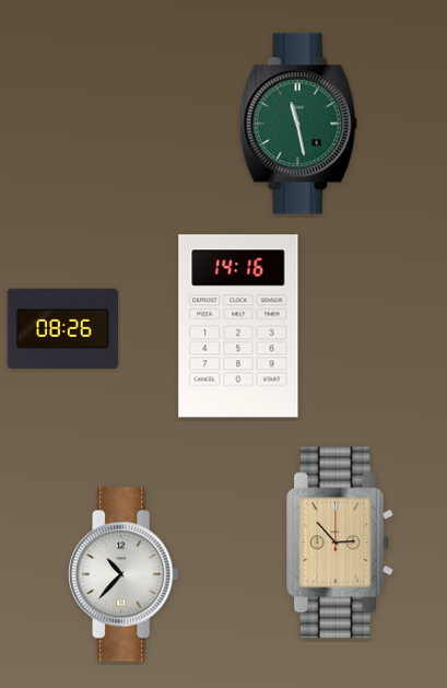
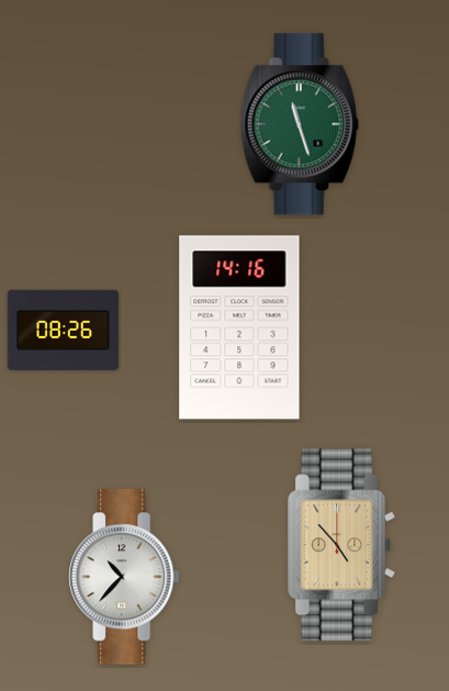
clock at (298, 124): 11:28 -> 11:27
clock at (340, 543): 2:53 -> 4:53
